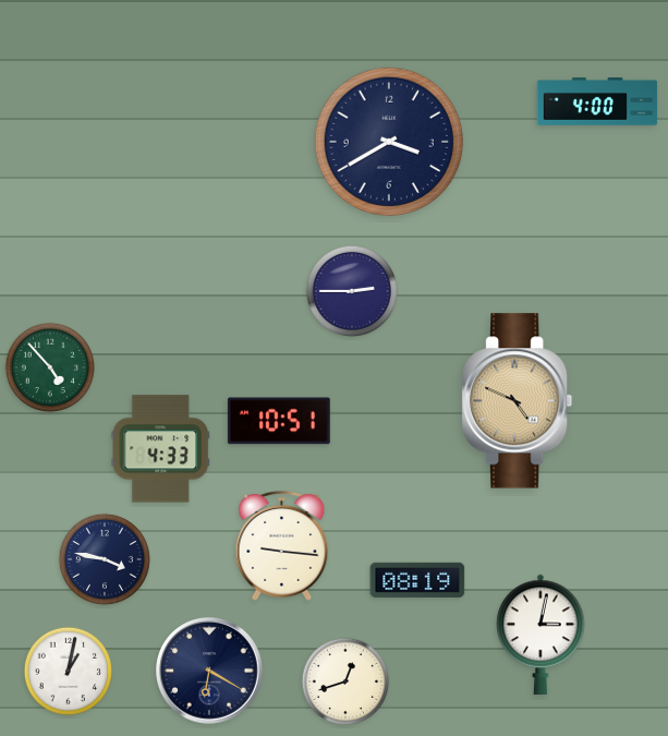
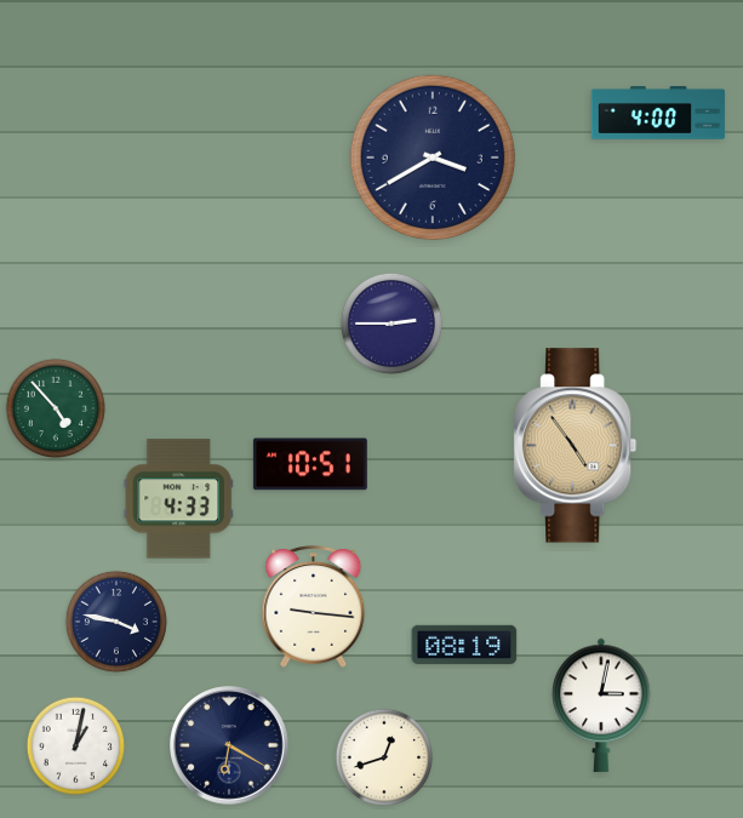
clock at (597, 101) position: (597, 101) -> (658, 113)
clock at (518, 401): 4:49 -> 4:54
clock at (279, 421) position: (279, 421) -> (310, 464)
clock at (210, 672) position: (210, 672) -> (230, 747)
